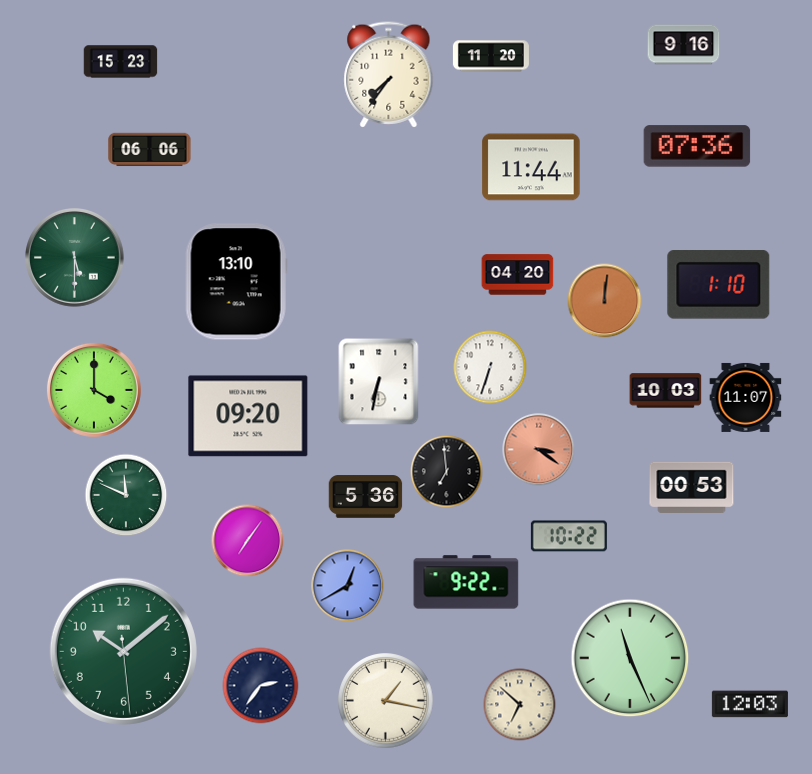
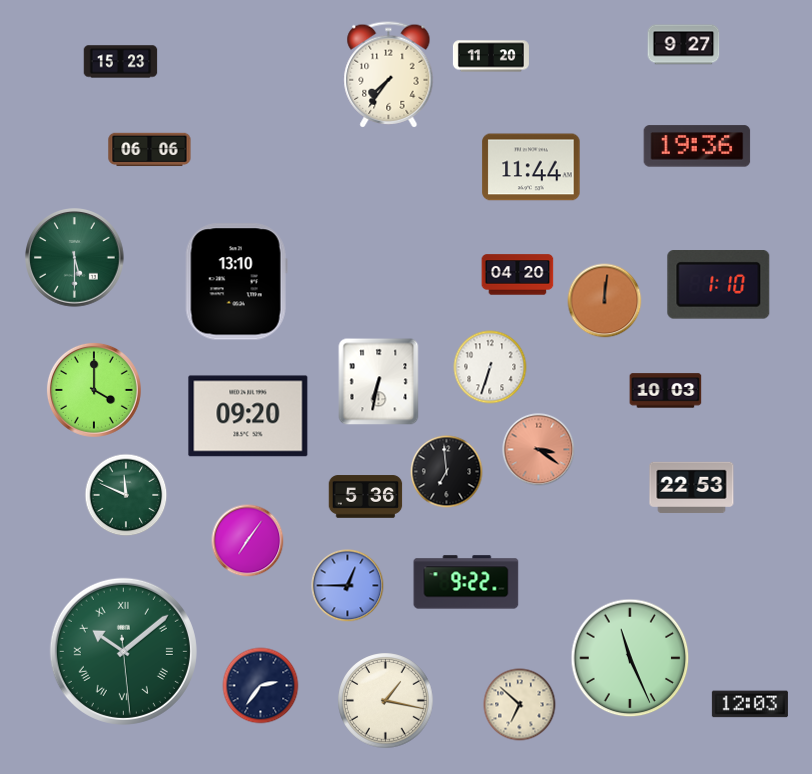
clock at (684, 45): 9:16 -> 9:27
clock at (697, 146): 07:36 -> 19:36
clock at (746, 397): 11:07 -> none
clock at (692, 487): 00:53 -> 22:53
clock at (569, 536): 10:22 -> none
clock at (348, 586): 12:40 -> 12:45
clock at (123, 651) numerals: Arabic -> Roman
